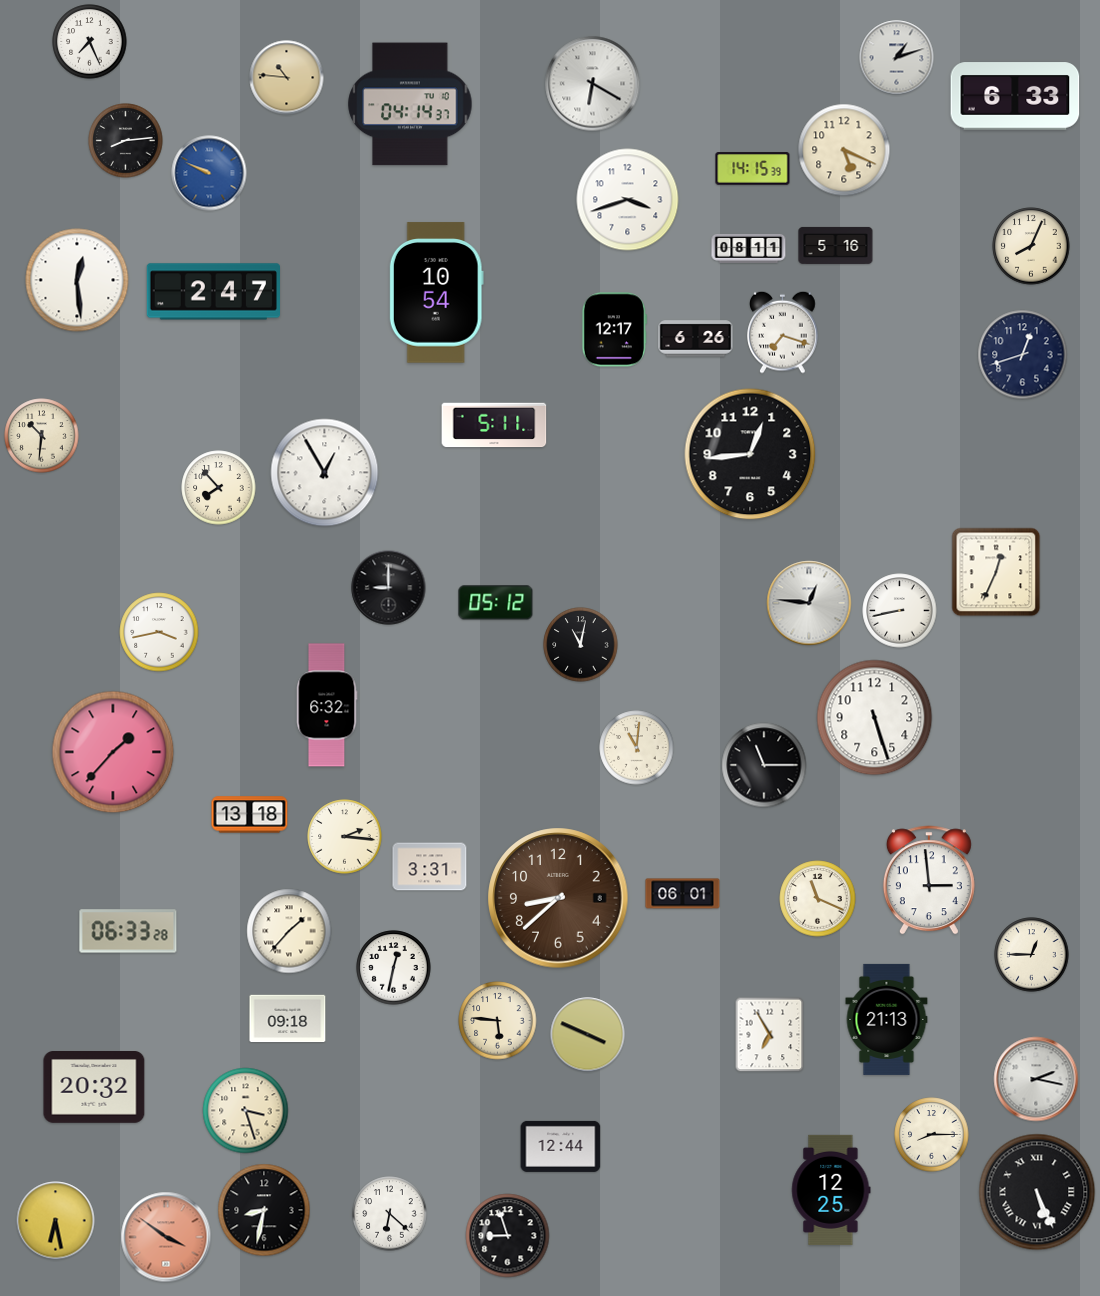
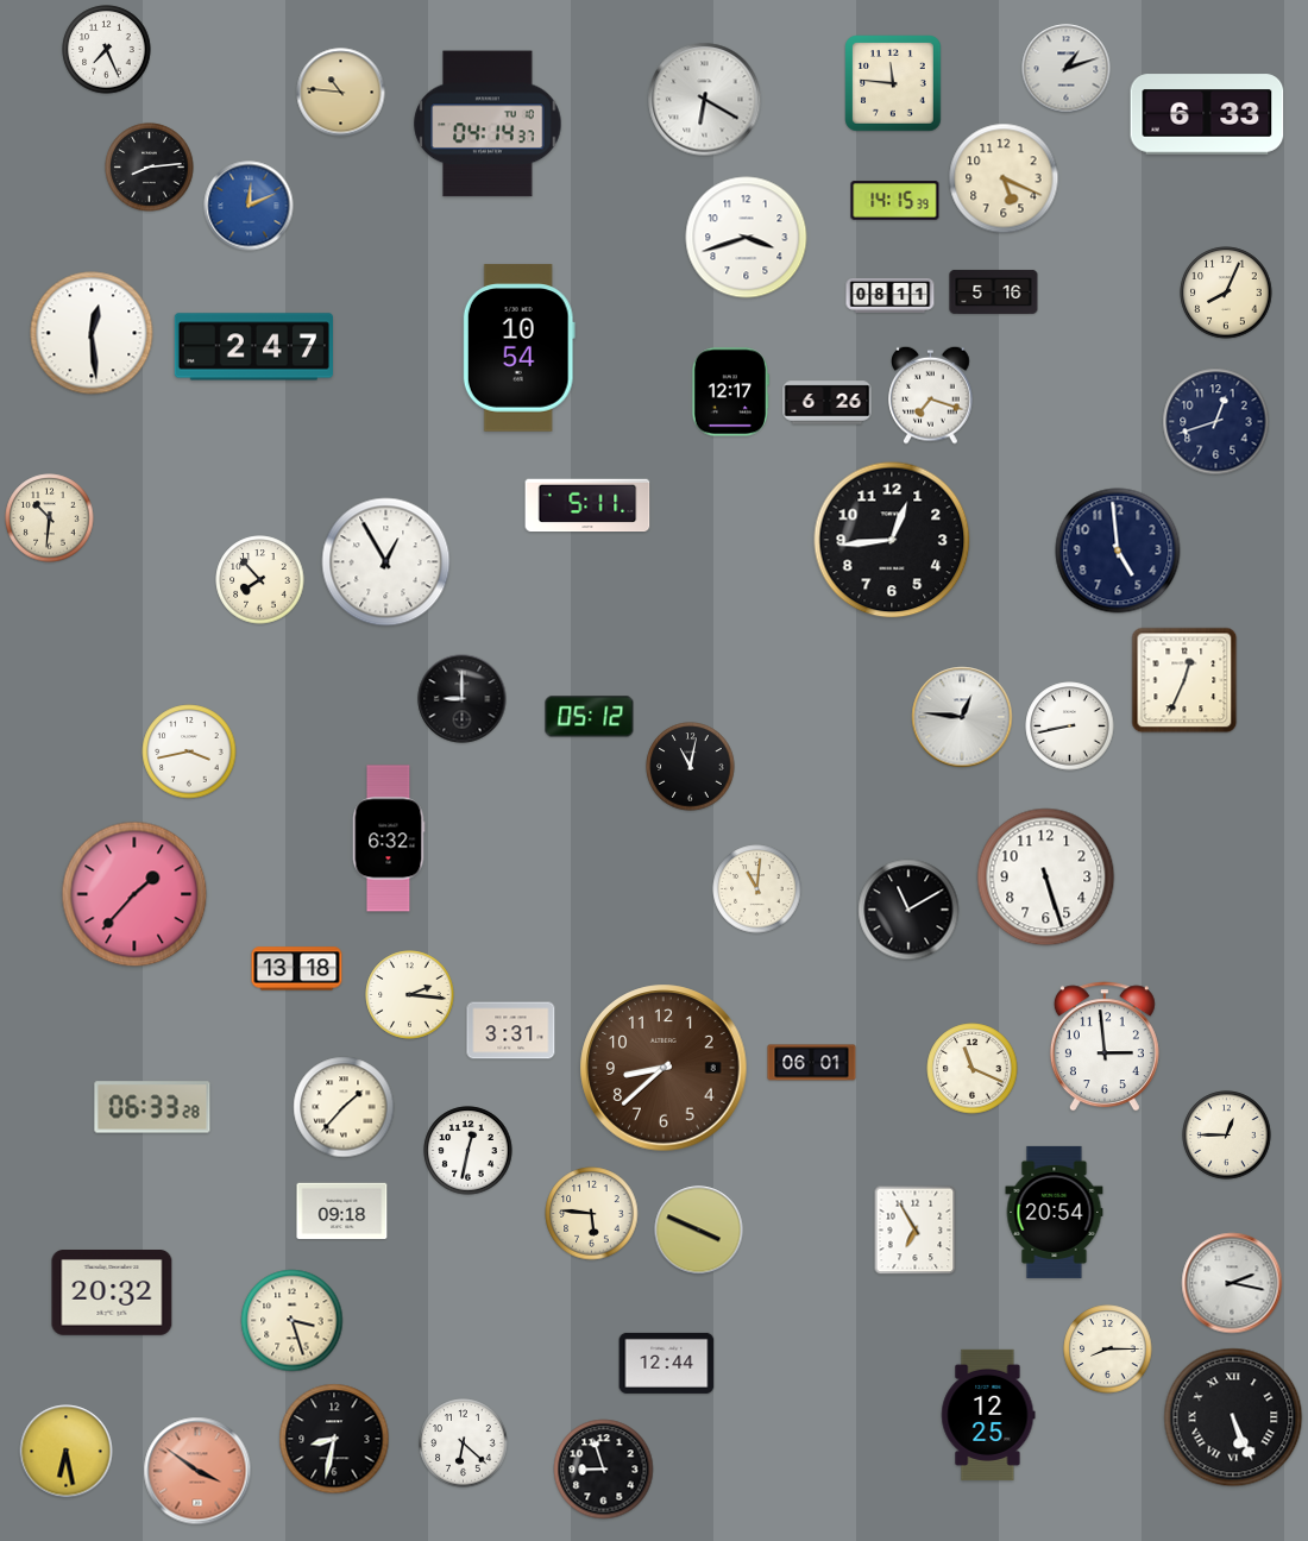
clock at (893, 83): none -> 11:46
clock at (209, 173): 9:49 -> 12:11
clock at (1118, 551): none -> 4:59
clock at (875, 718) position: (875, 718) -> (1046, 878)
clock at (764, 765): 11:15 -> 11:10
clock at (887, 1019): 21:13 -> 20:54
clock at (264, 1210) position: (264, 1210) -> (334, 1439)
